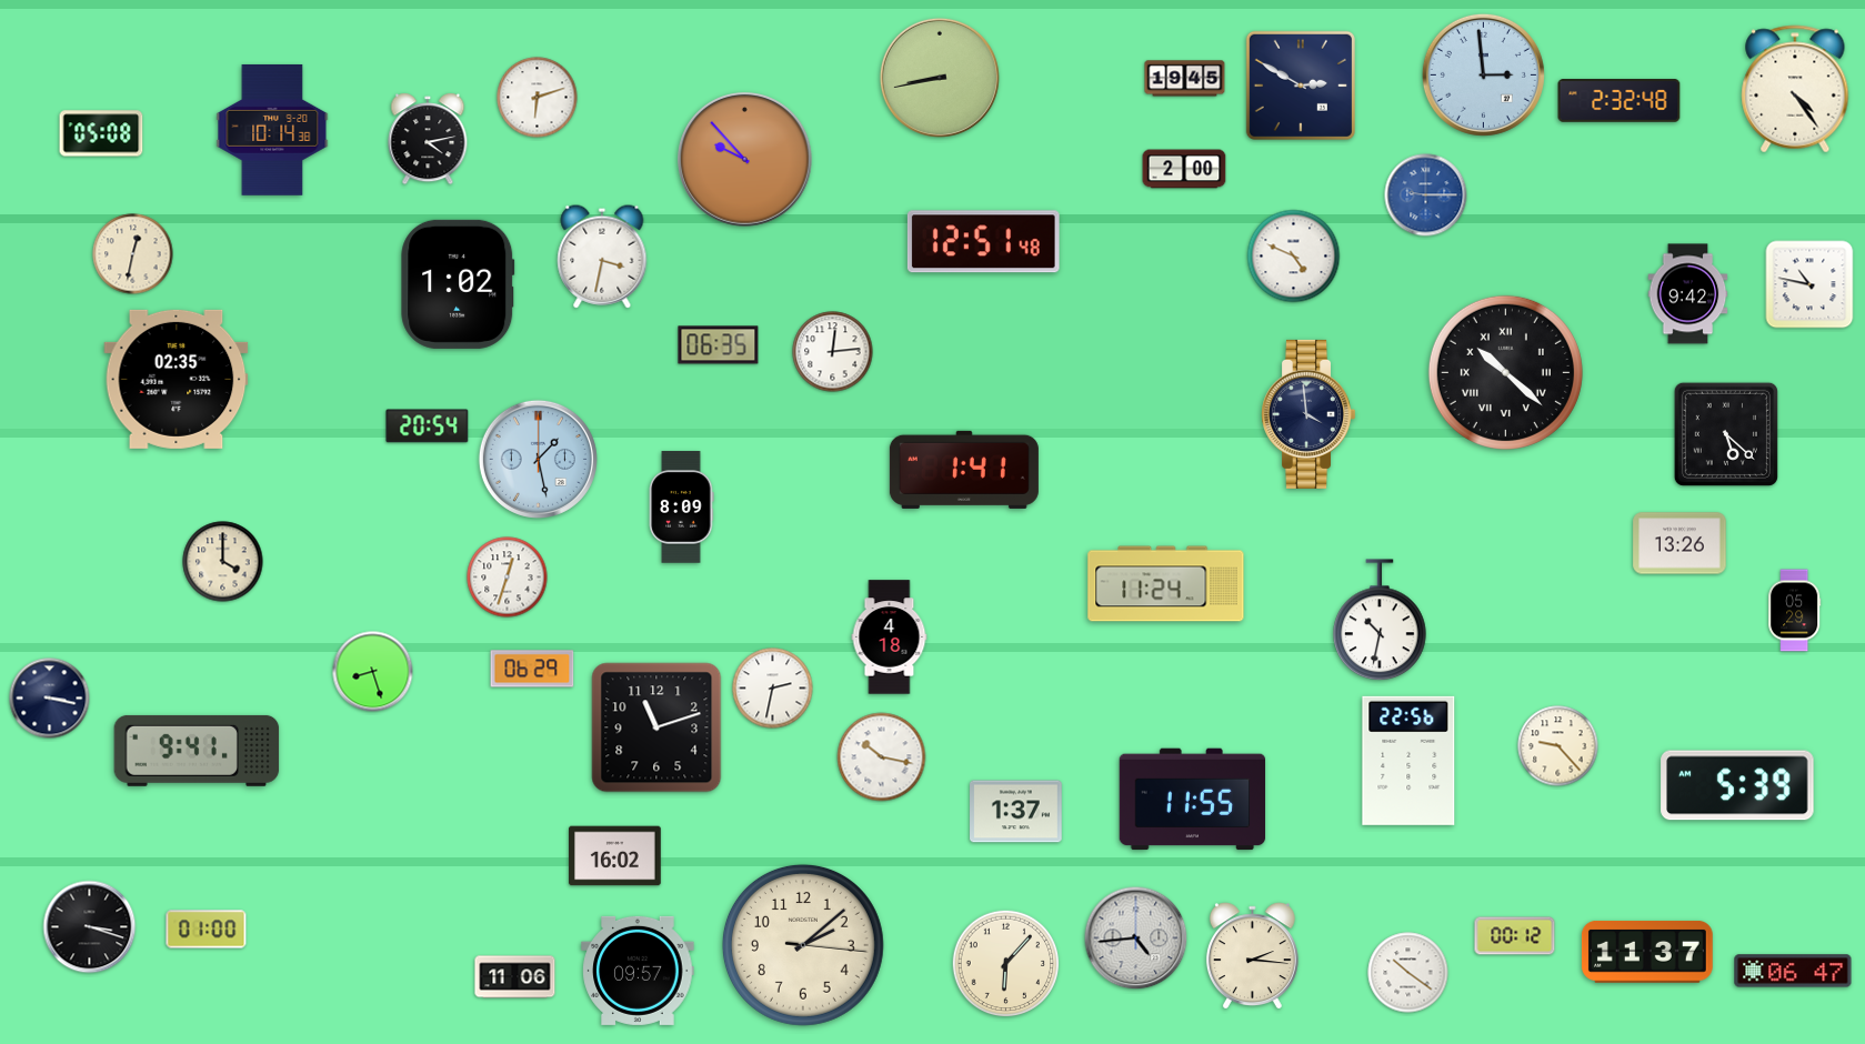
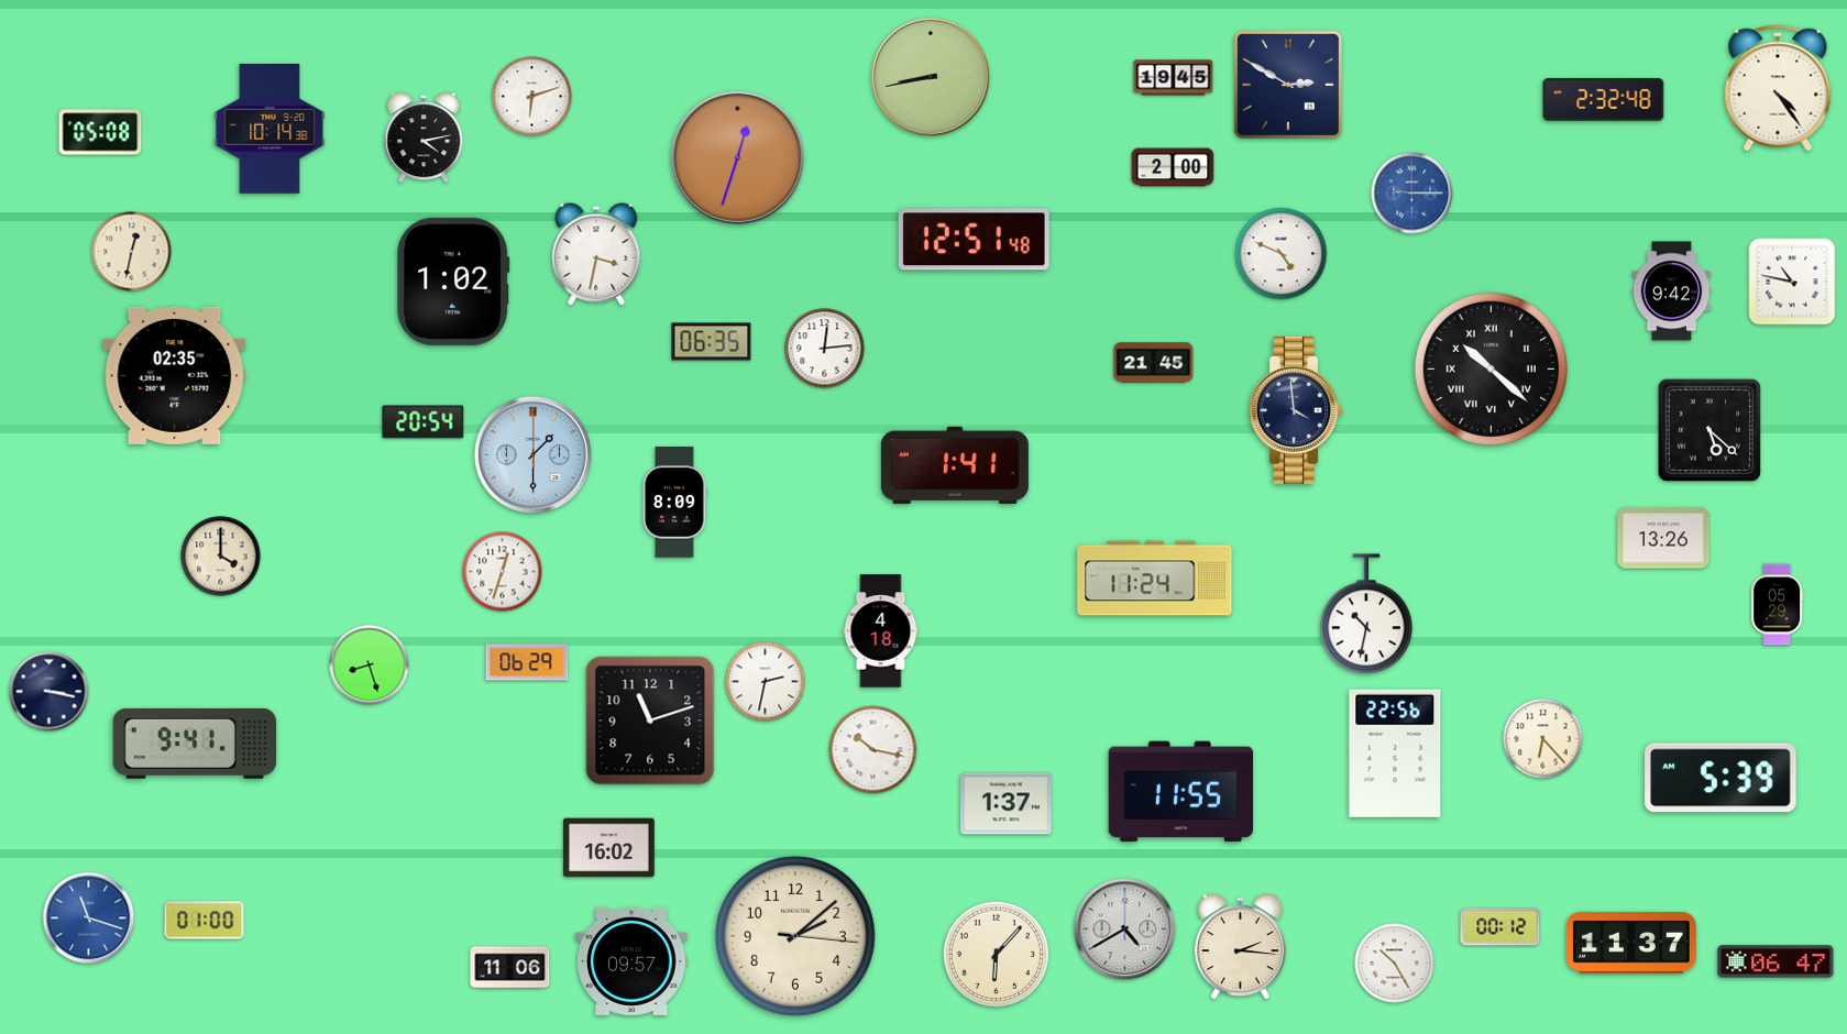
clock at (1483, 74): 2:59 -> none
clock at (745, 160): 9:53 -> 12:33
clock at (1154, 363): none -> 21:45
clock at (538, 459): 1:28 -> 1:30
clock at (1558, 746): 9:23 -> 6:23
clock at (90, 927): 3:18 -> 11:18
clock at (90, 927) dial: black -> blue
clock at (1136, 938): 4:44 -> 4:40
clock at (1408, 973): 10:21 -> 10:25
